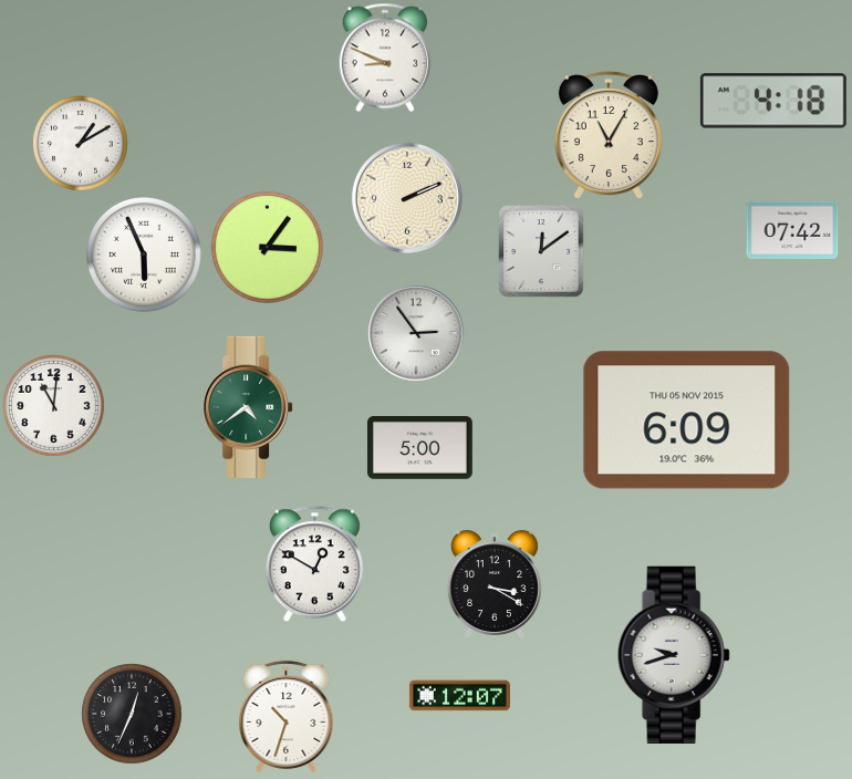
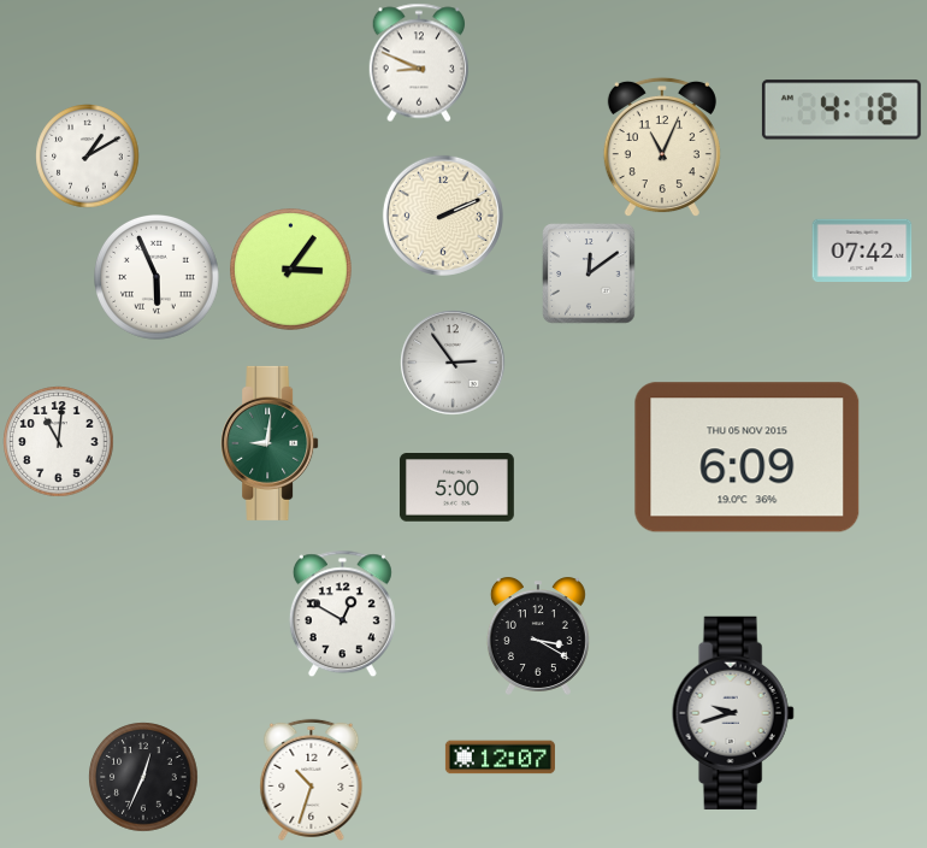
clock at (609, 135): 11:05 -> 11:04
clock at (248, 407): 4:39 -> 9:01
